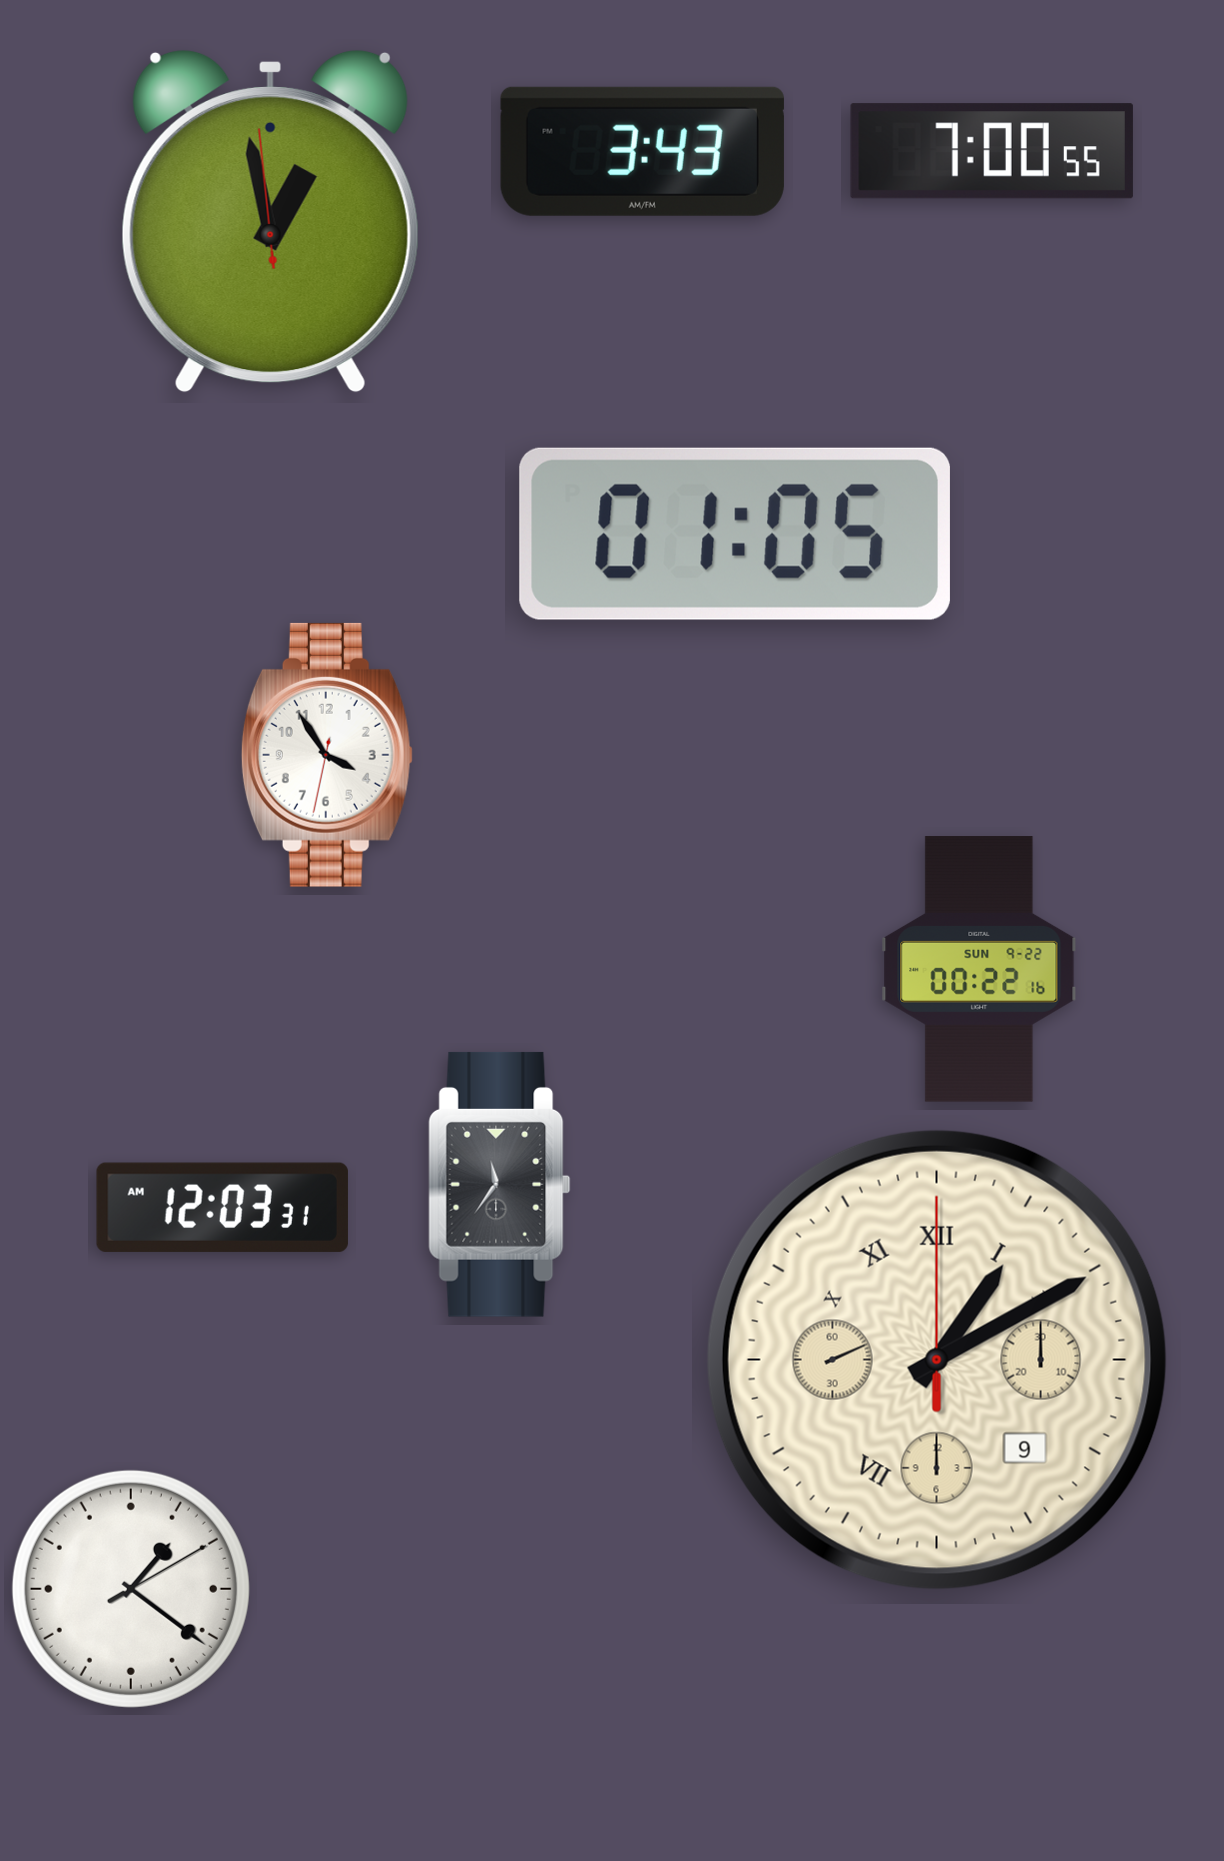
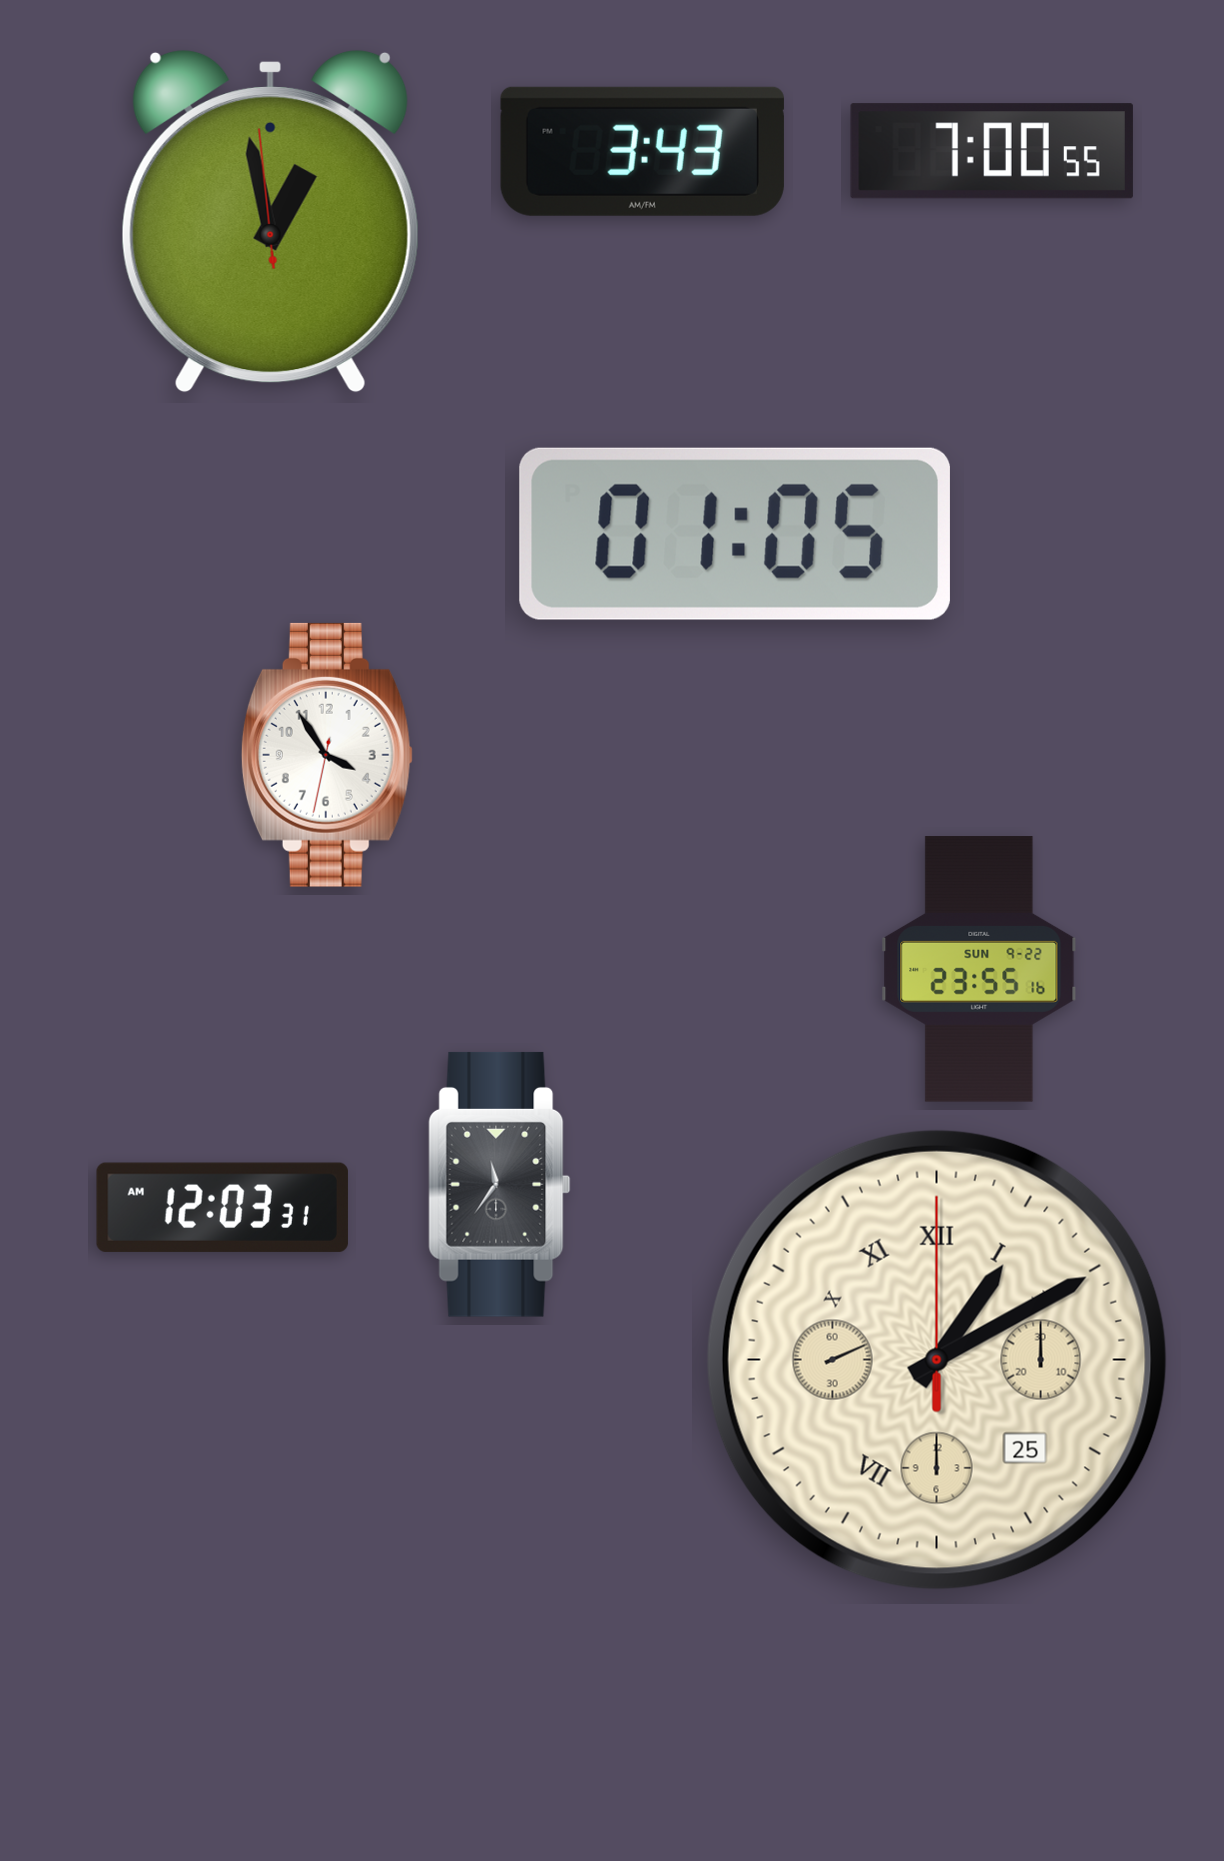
clock at (979, 969): 00:22 -> 23:55
clock at (937, 1360) date: 9 -> 25
clock at (131, 1589): 1:21 -> none
